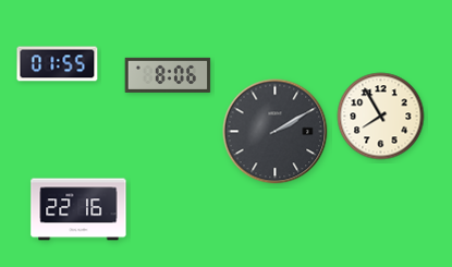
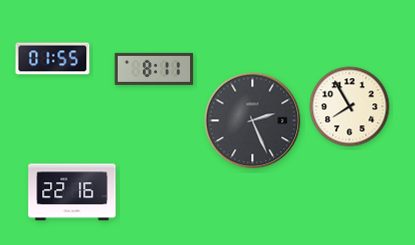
clock at (168, 75): 8:06 -> 8:11
clock at (276, 132): 2:10 -> 2:26
